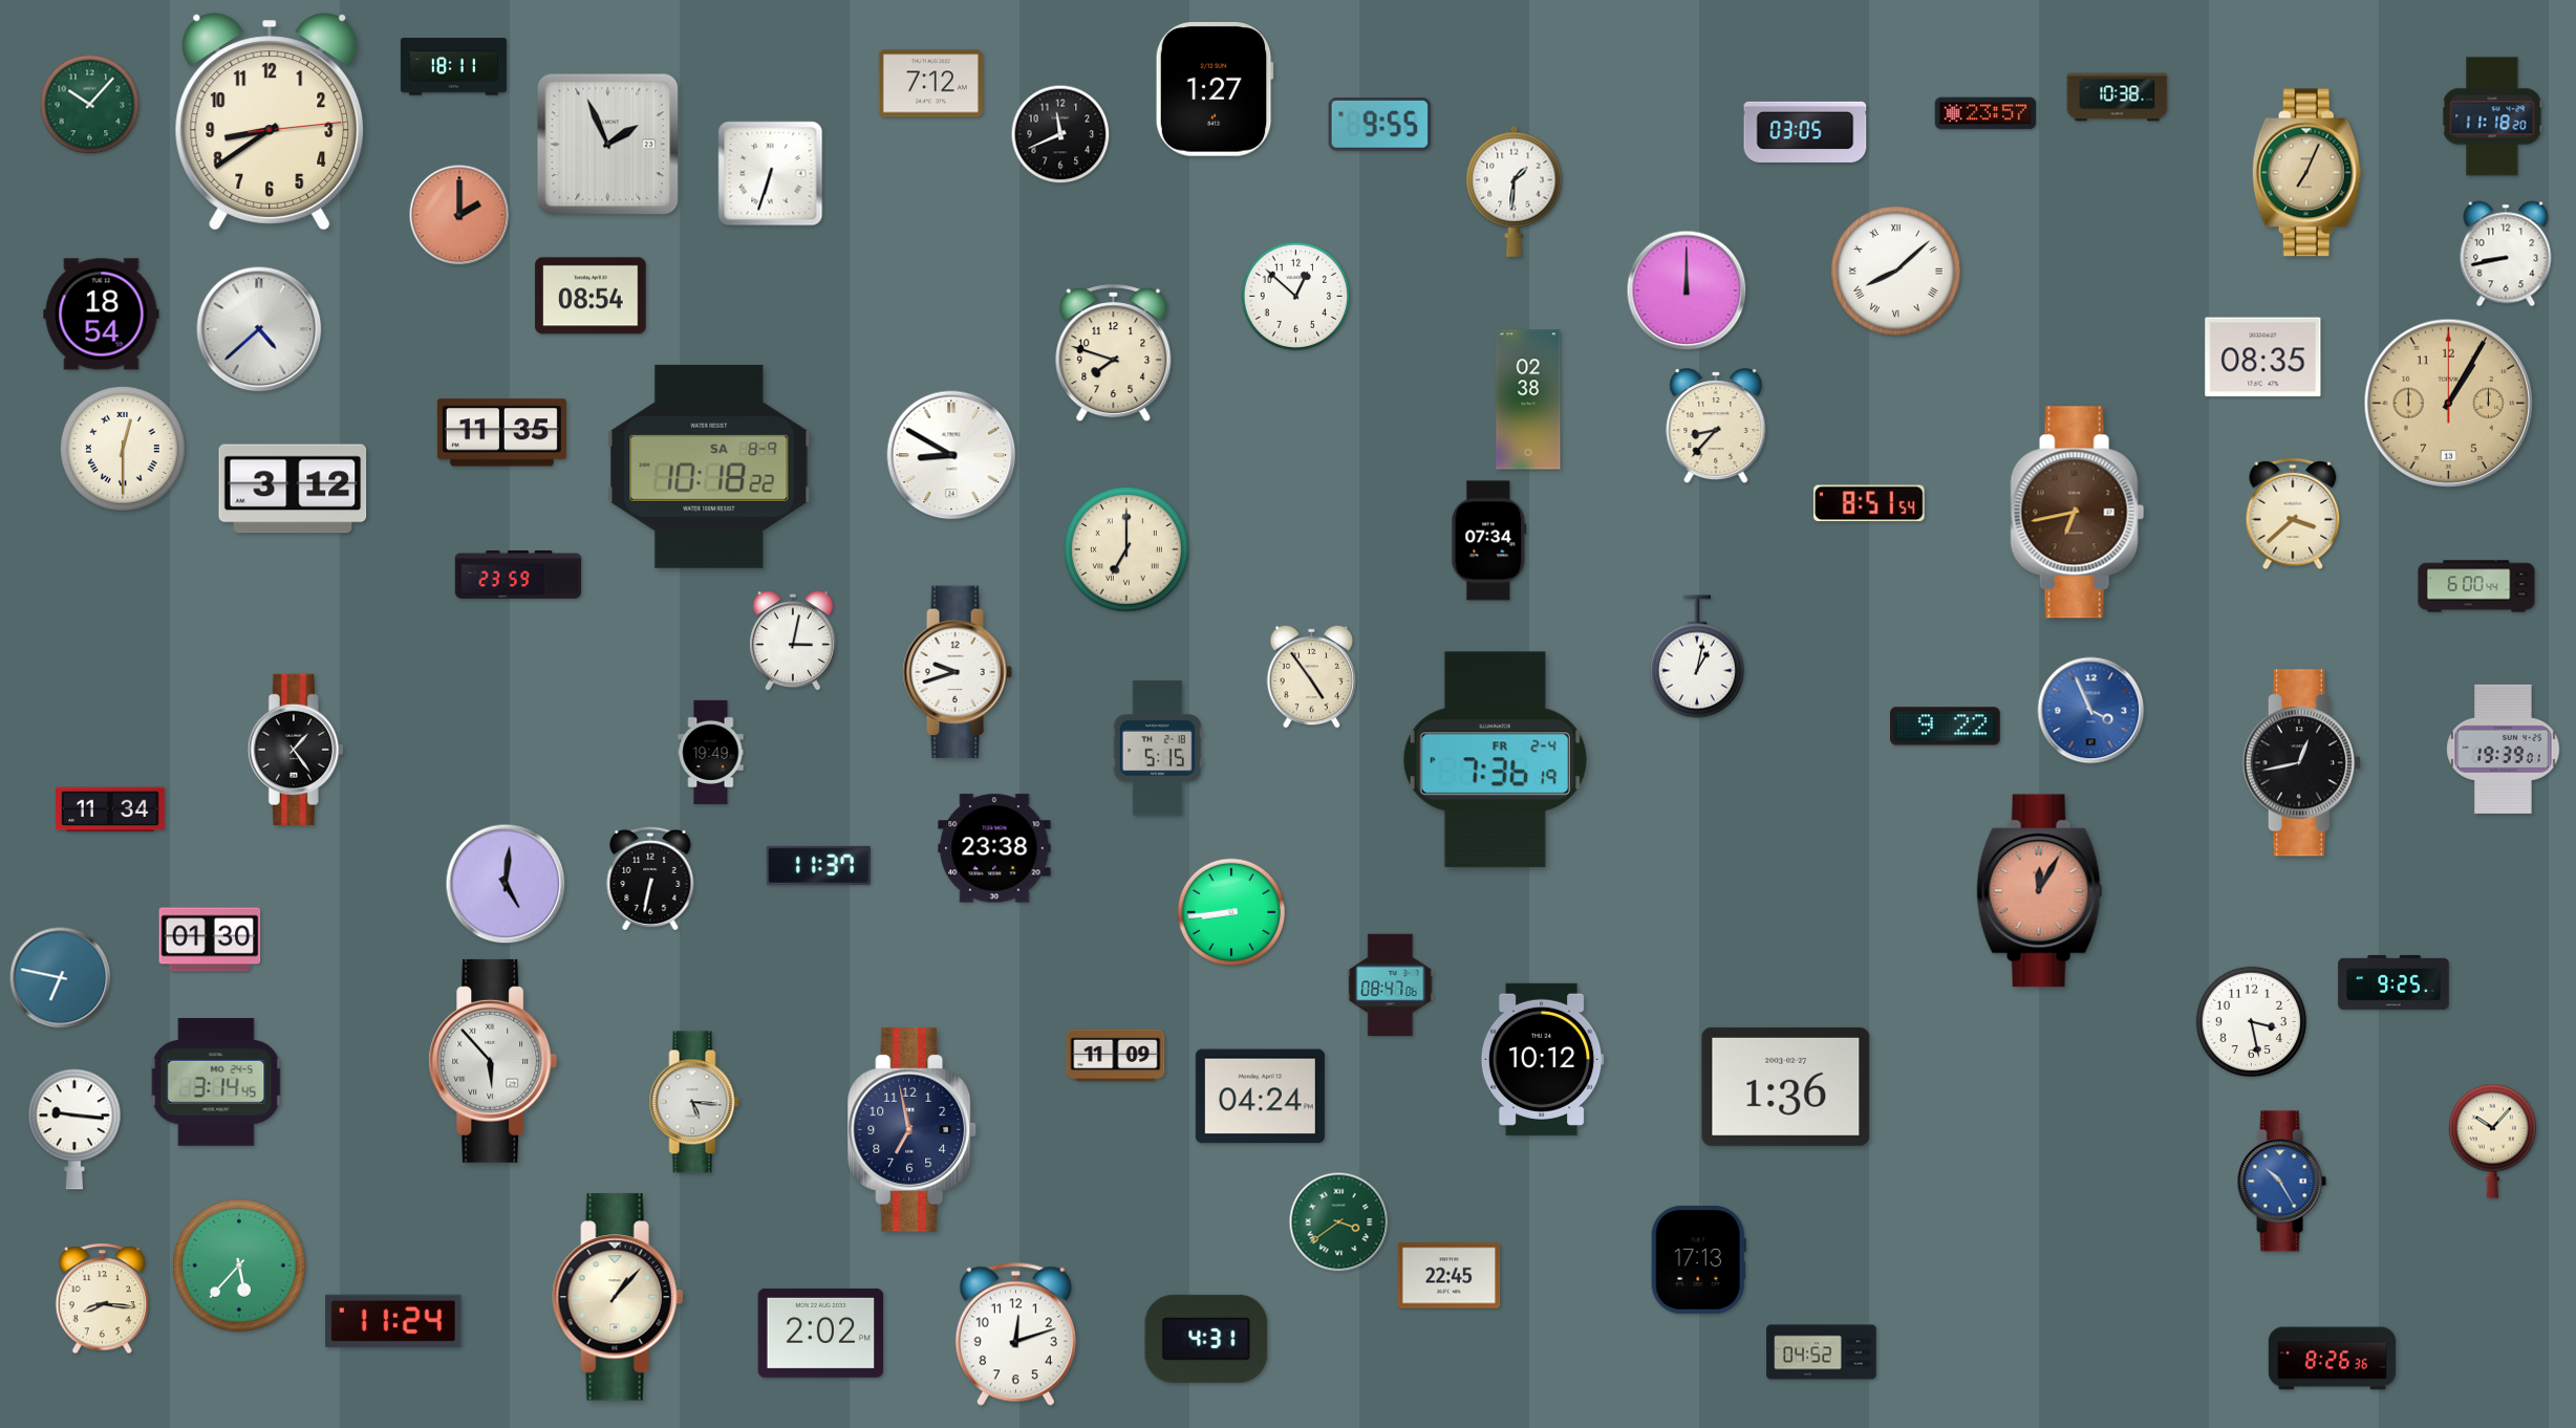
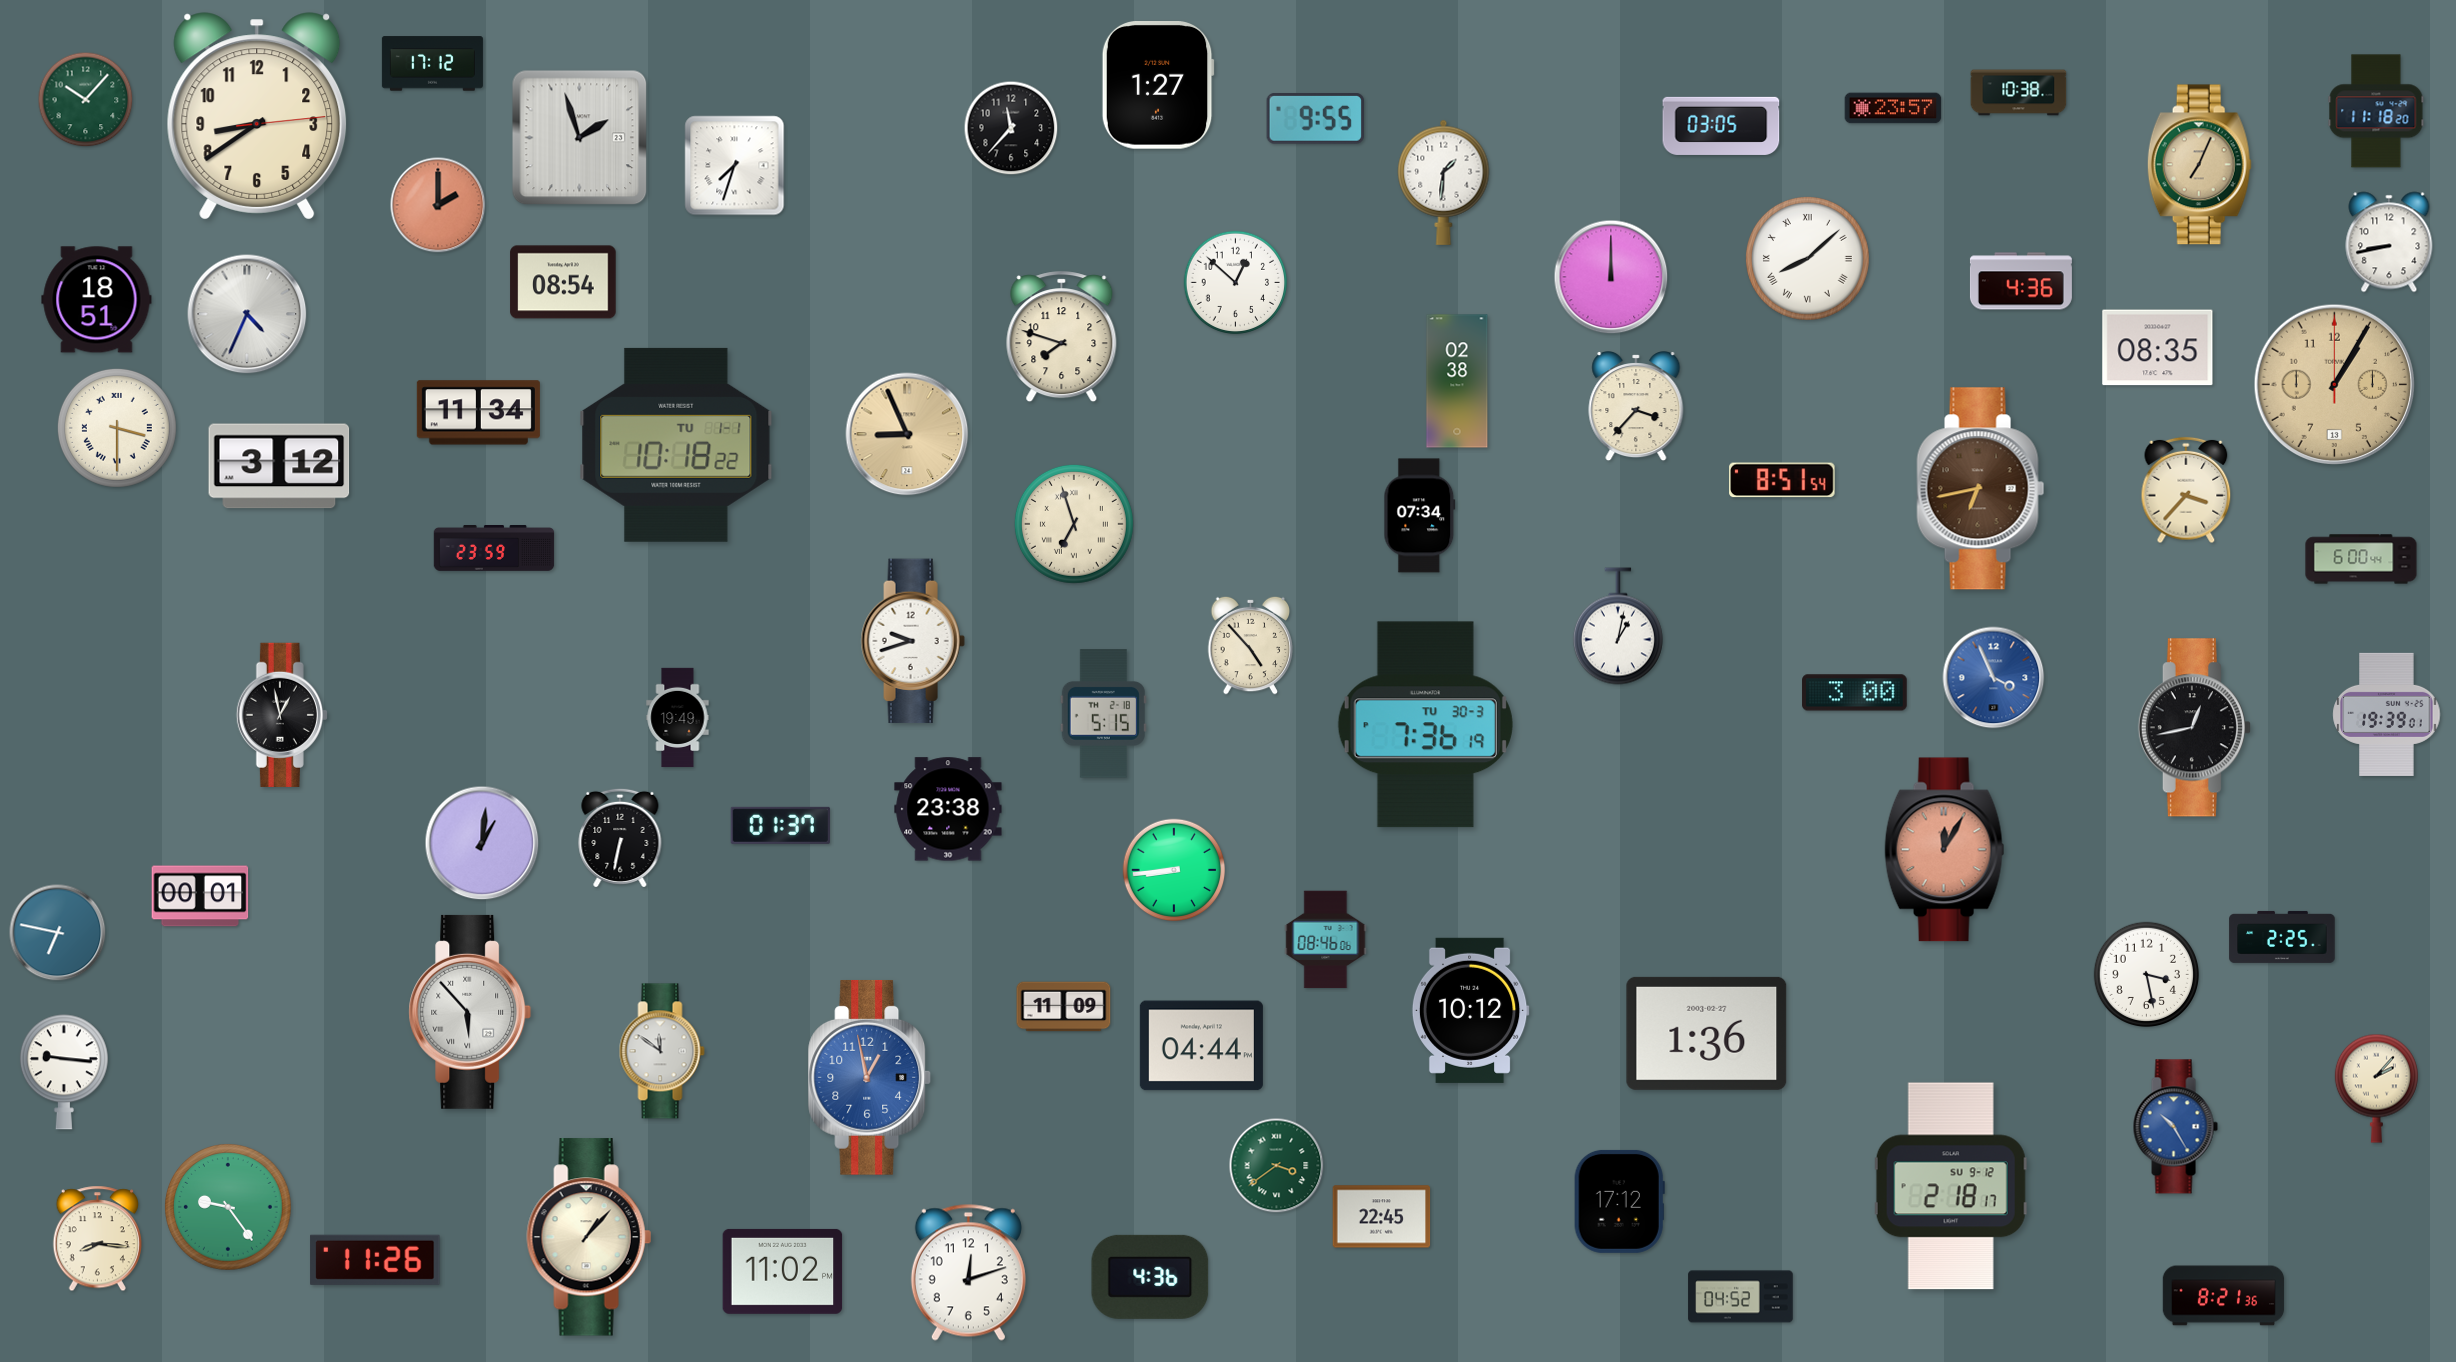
clock at (453, 67): 18:11 -> 17:12
clock at (930, 84): 7:12 -> none
clock at (1060, 134): 11:41 -> 11:37
clock at (608, 145): 1:56 -> 1:57
clock at (771, 174): 6:33 -> 7:33
clock at (1687, 290) position: (1687, 290) -> (1611, 277)
clock at (2021, 281): none -> 4:36
clock at (102, 315): 18:54 -> 18:51
clock at (259, 329): 4:38 -> 4:34
clock at (2263, 358) position: (2263, 358) -> (2158, 348)
clock at (1716, 426): 8:37 -> 3:37
clock at (501, 433): 11:35 -> 11:34
clock at (123, 449): 12:30 -> 3:30
clock at (951, 455): 8:50 -> 8:56
clock at (951, 455) dial: white -> champagne
clock at (709, 467) date: SA 8-9 -> TU 1-1
clock at (2293, 514): 3:38 -> 3:37
clock at (1126, 549): 7:00 -> 6:57
clock at (793, 642): 3:02 -> none
clock at (1312, 676): 4:54 -> 4:53
clock at (1946, 727): 9:22 -> 3:00
clock at (296, 750): 1:24 -> 12:58
clock at (1495, 760) date: FR 2-4 -> TU 30-3
clock at (111, 809): 11:34 -> none
clock at (818, 865): 11:37 -> 01:37
clock at (506, 884): 5:01 -> 1:01
clock at (210, 939): 01:30 -> 00:01
clock at (2393, 982): 9:25 -> 2:25
clock at (1391, 986): 08:47 -> 08:46
clock at (216, 1082): 3:14 -> none
clock at (1786, 1086) position: (1786, 1086) -> (1707, 1033)
clock at (1260, 1097): 04:24 -> 04:44
clock at (694, 1102): 5:16 -> 11:51
clock at (74, 1129) position: (74, 1129) -> (64, 1072)
clock at (913, 1129): 6:58 -> 12:58
clock at (913, 1129) dial: navy -> blue
clock at (2492, 1141): 10:07 -> 2:07
clock at (1951, 1186): none -> 2:18
clock at (1698, 1259): 17:13 -> 17:12
clock at (239, 1265): 5:37 -> 9:24
clock at (393, 1321): 11:24 -> 11:26
clock at (821, 1333): 2:02 -> 11:02
clock at (1206, 1339): 4:31 -> 4:36
clock at (1822, 1353) position: (1822, 1353) -> (1741, 1297)
clock at (2333, 1359): 8:26 -> 8:21
